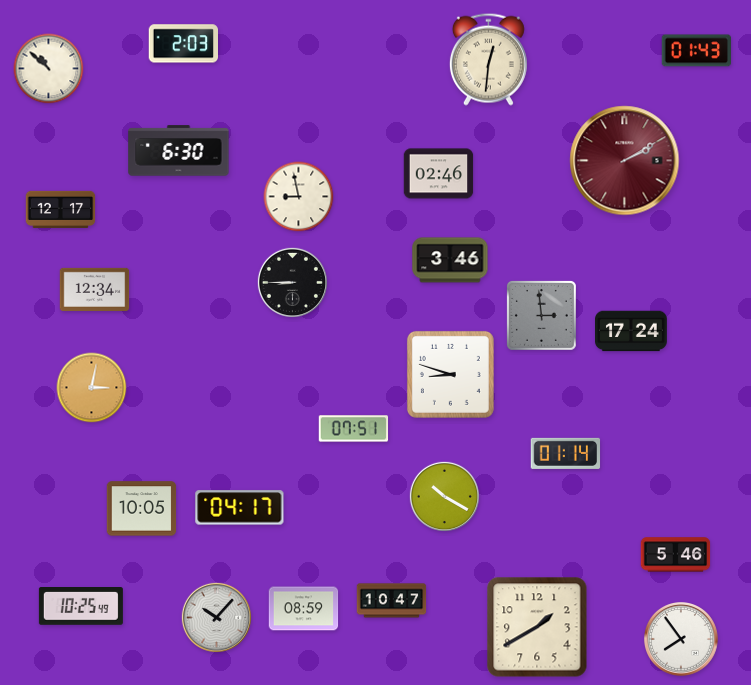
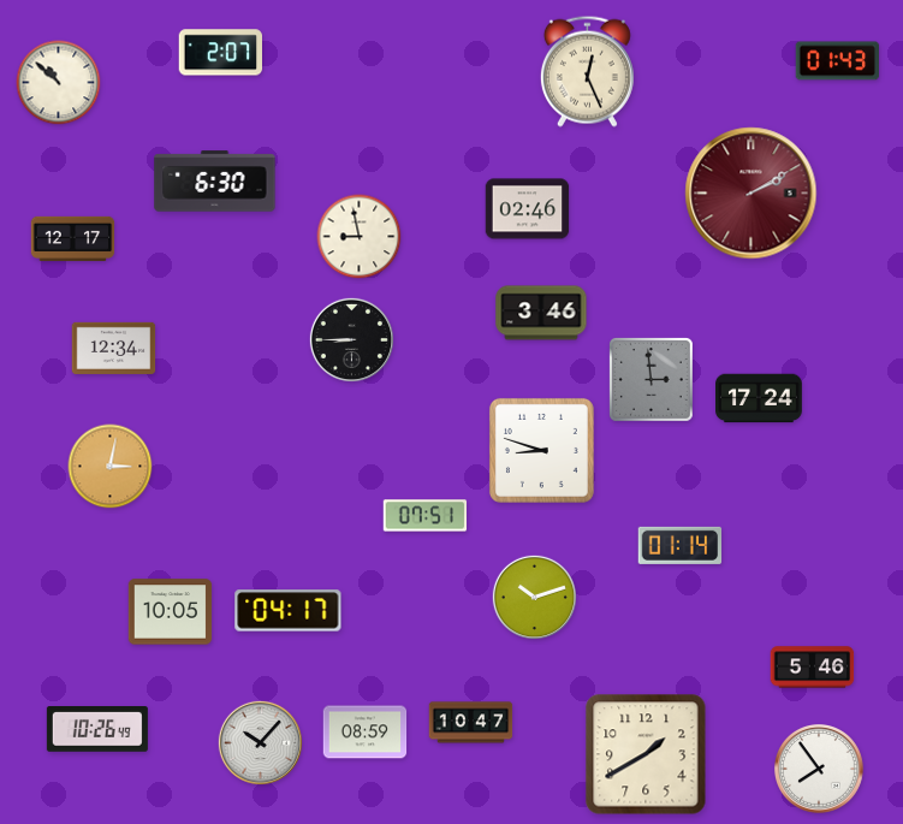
clock at (184, 44): 2:03 -> 2:07
clock at (488, 59): 12:31 -> 12:26
clock at (61, 209) position: (61, 209) -> (73, 238)
clock at (444, 496): 10:20 -> 10:12
clock at (81, 607): 10:25 -> 10:26
